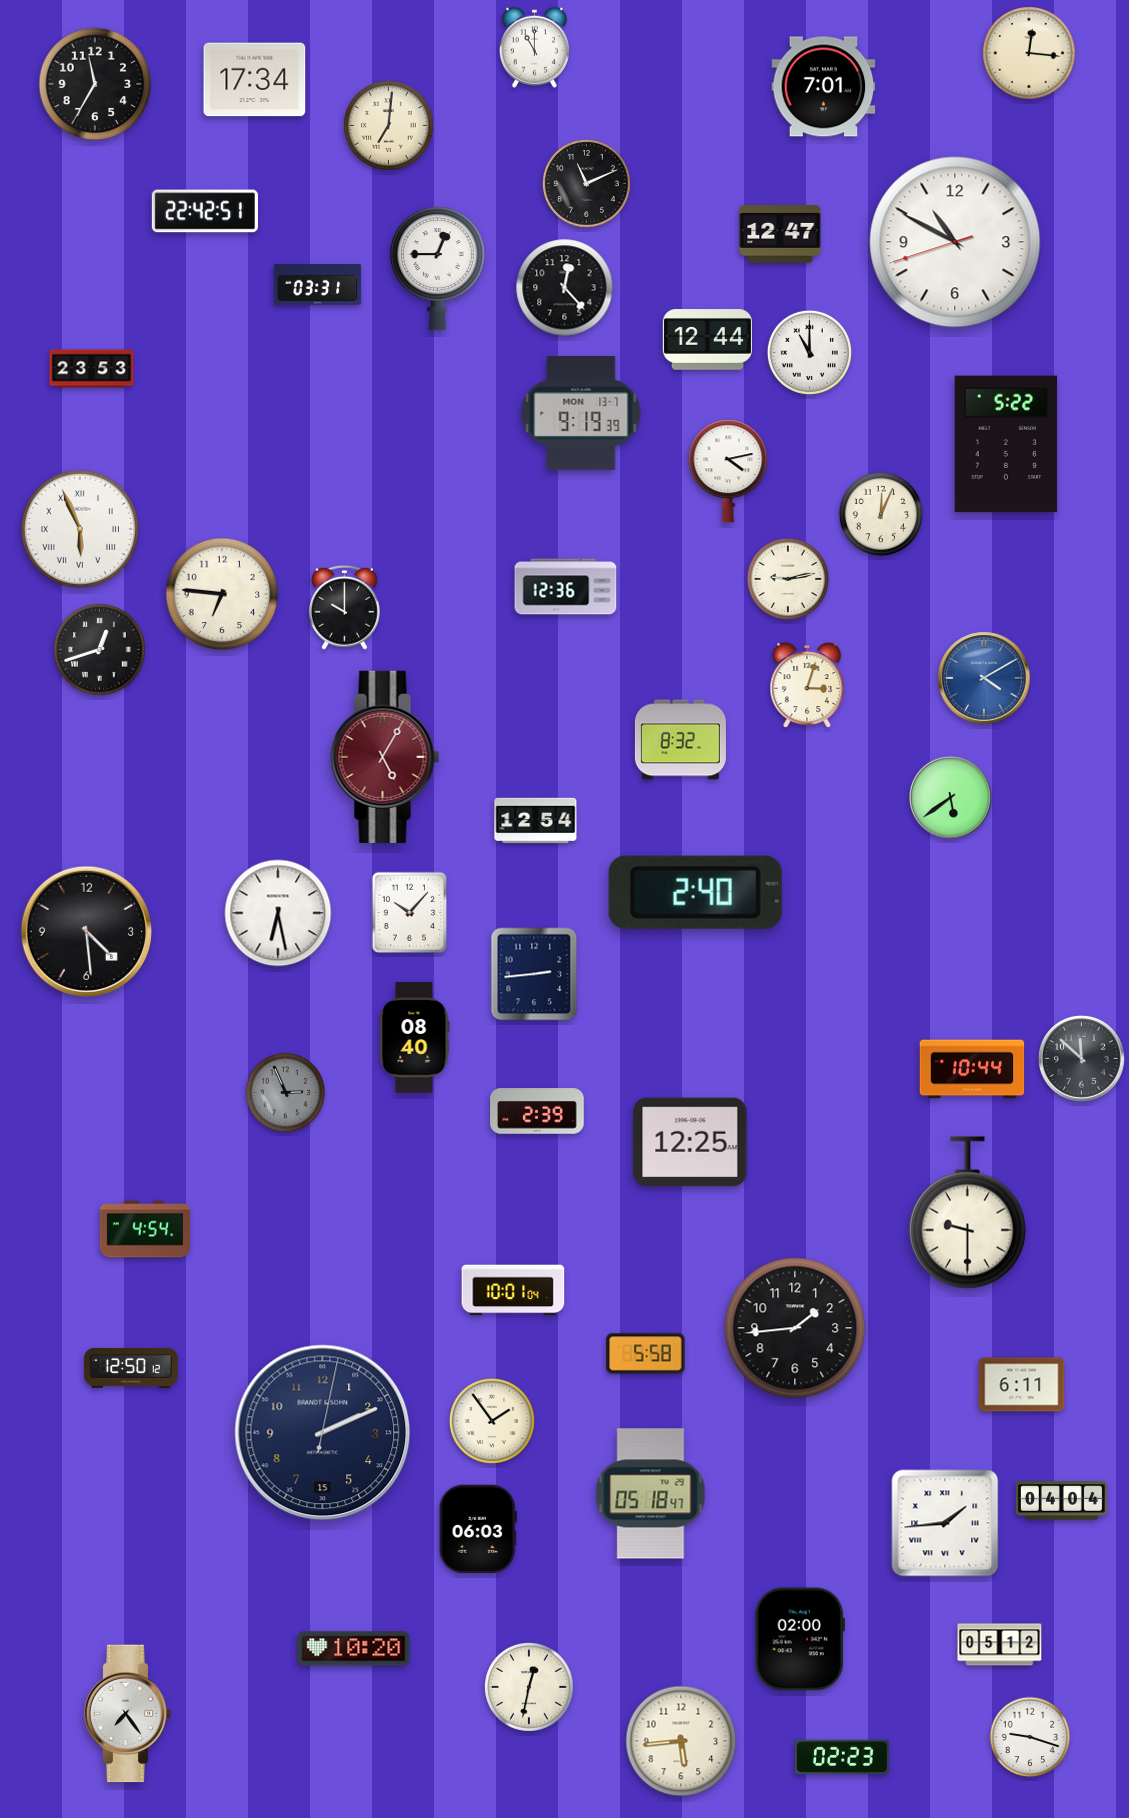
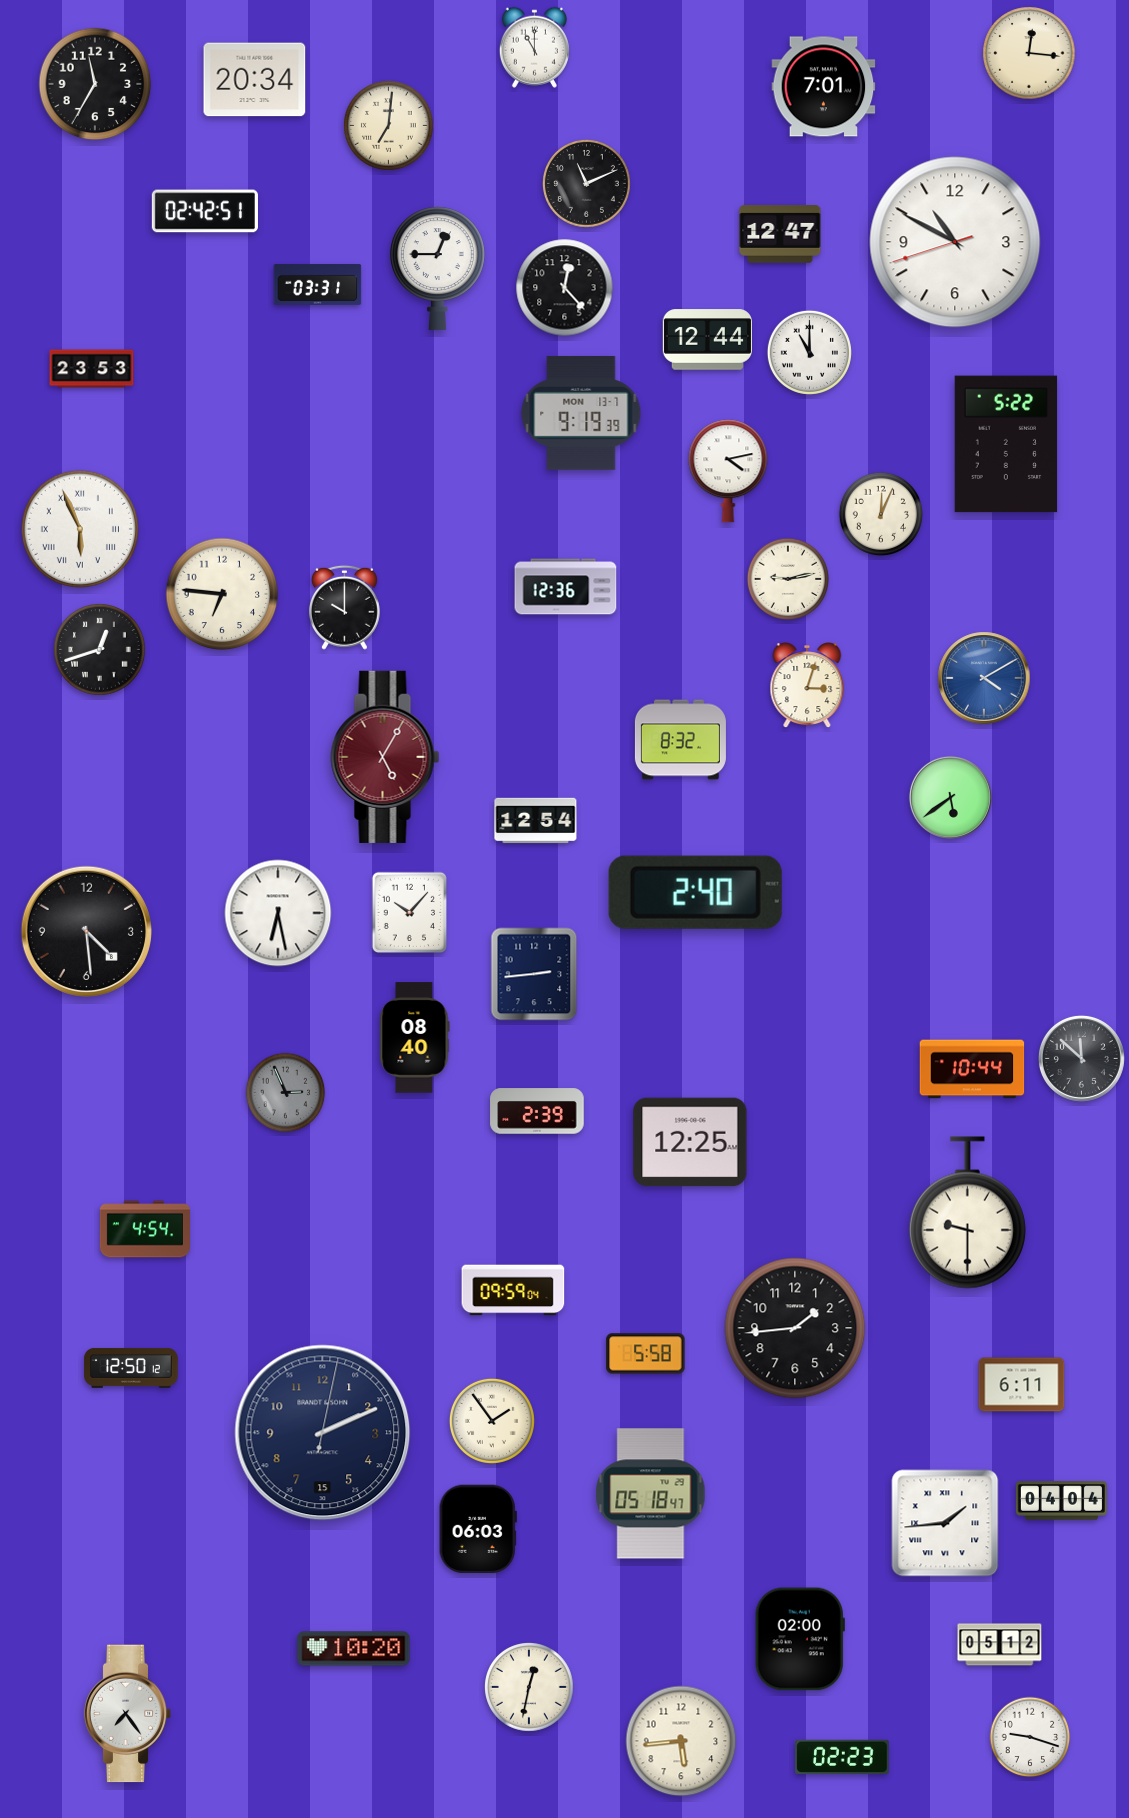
clock at (255, 80): 17:34 -> 20:34
clock at (205, 211): 22:42 -> 02:42
clock at (513, 1290): 10:01 -> 09:59
